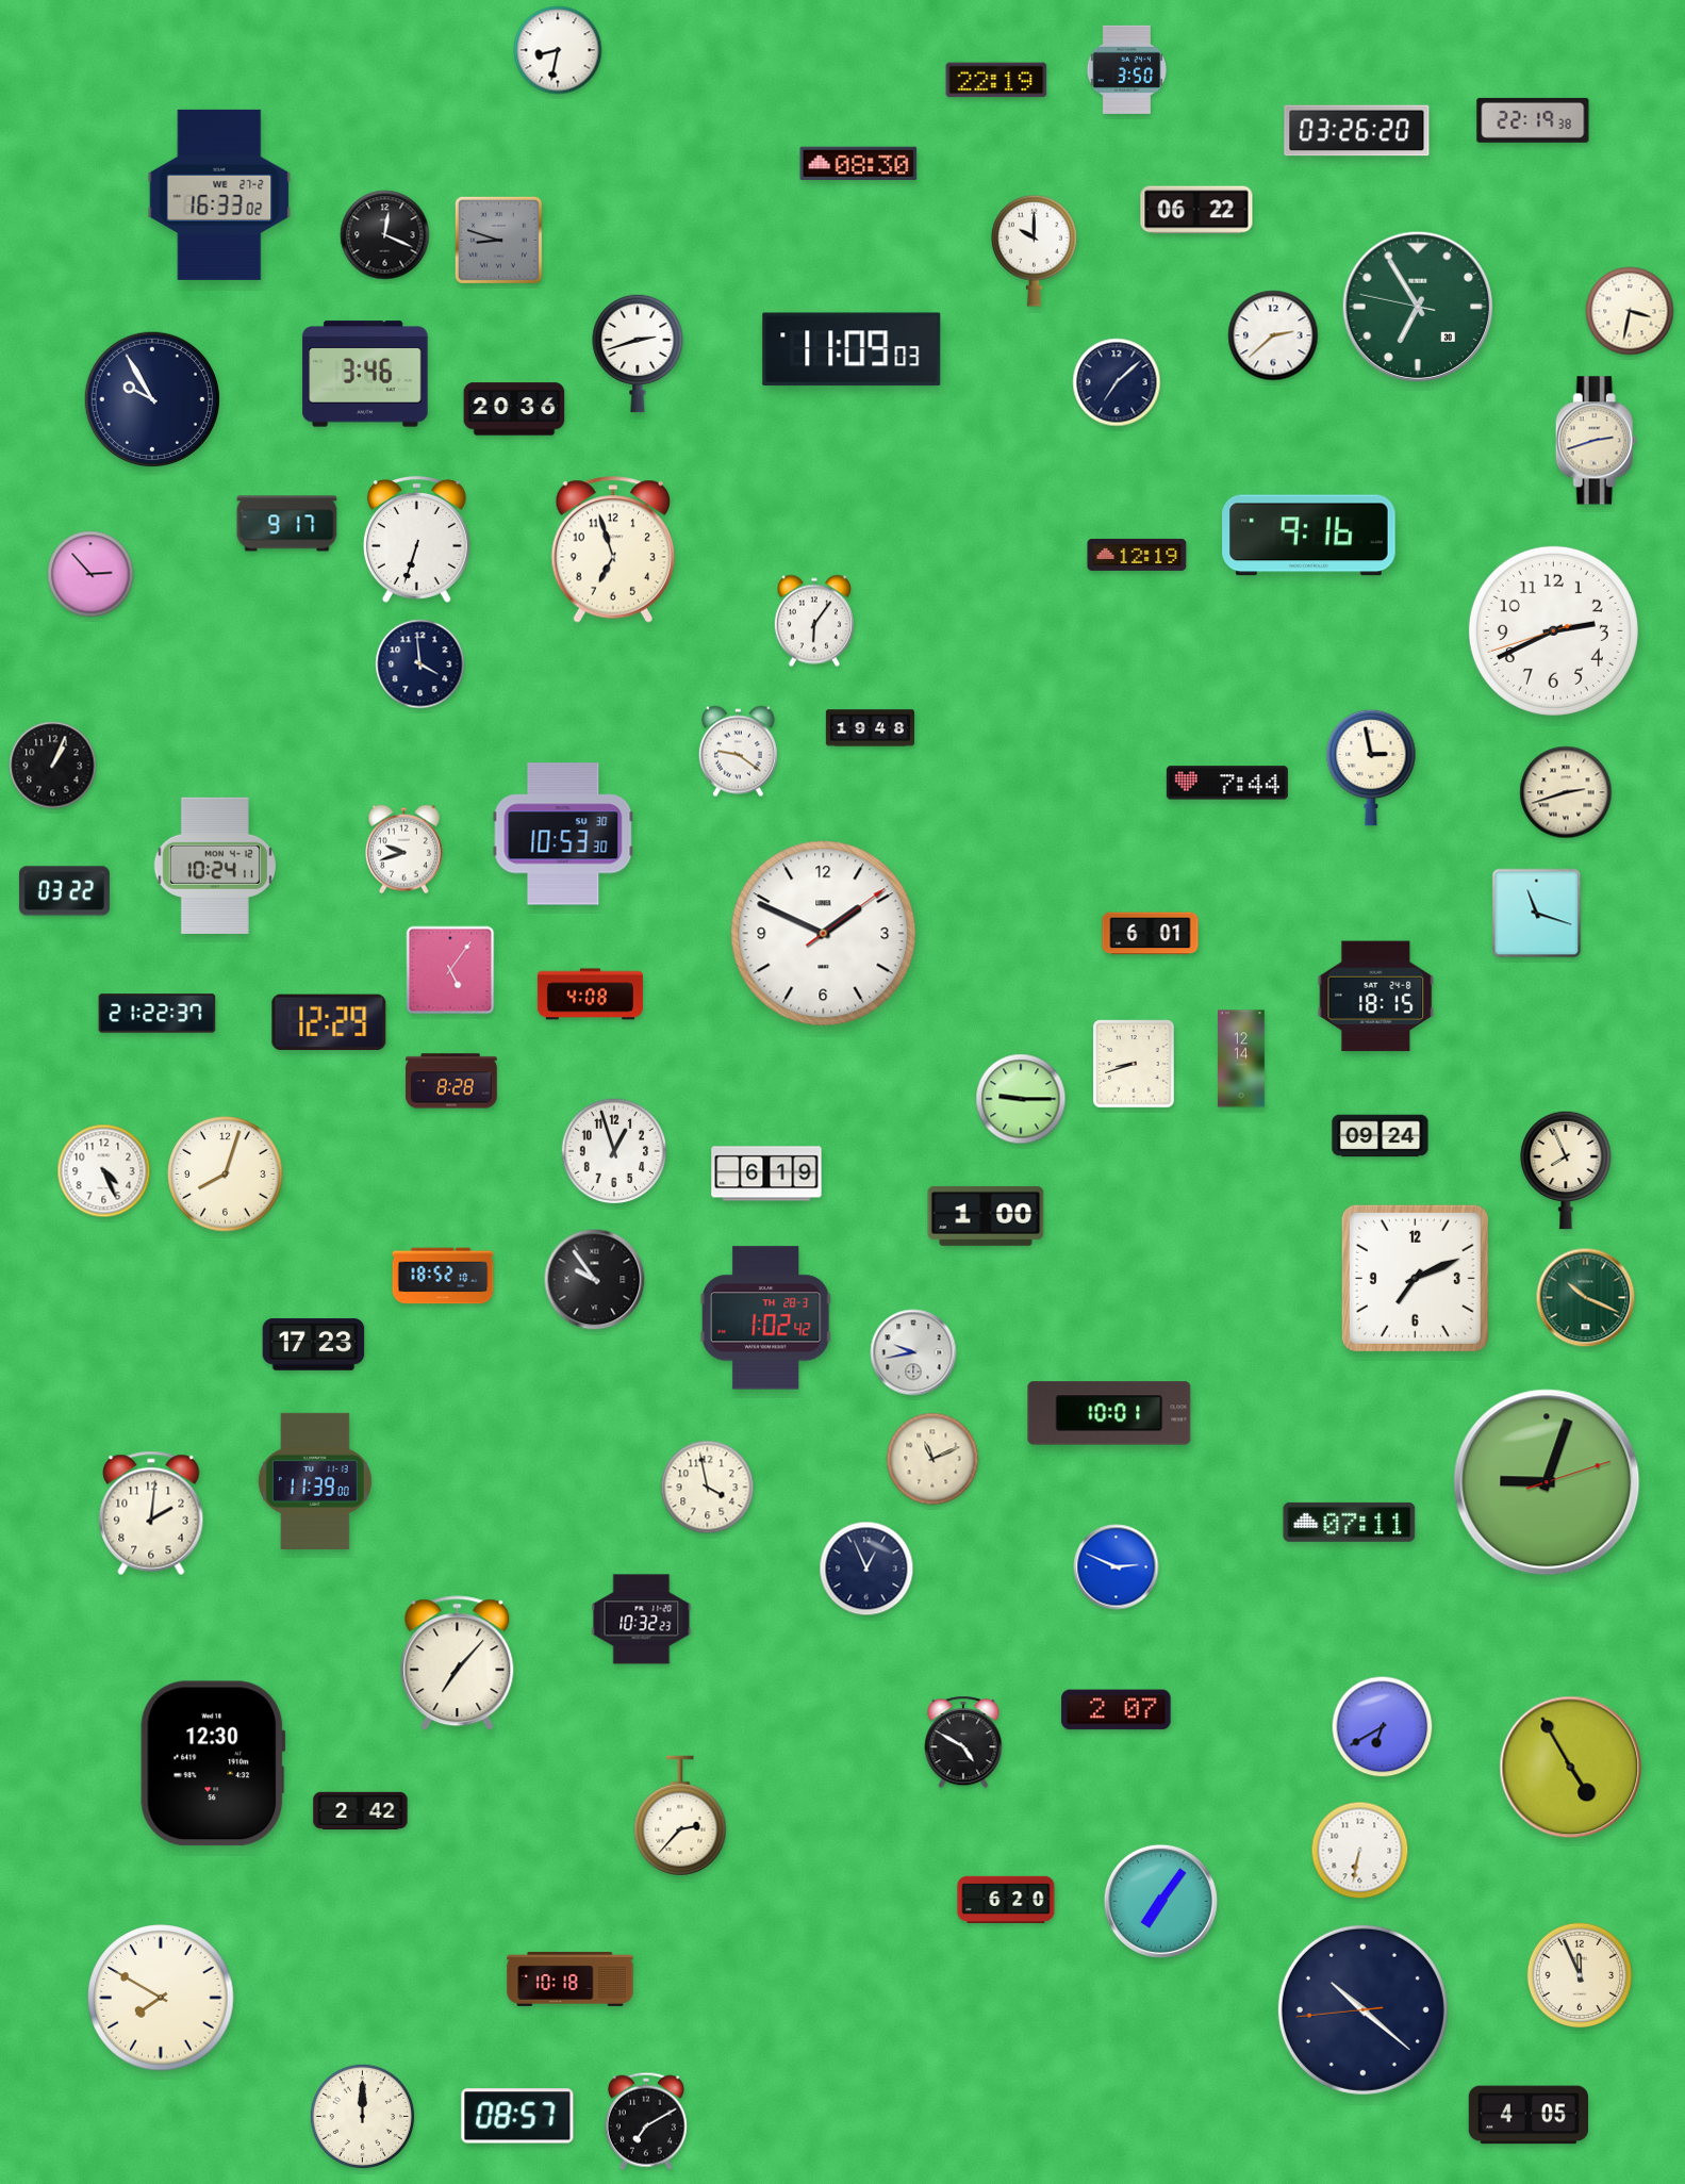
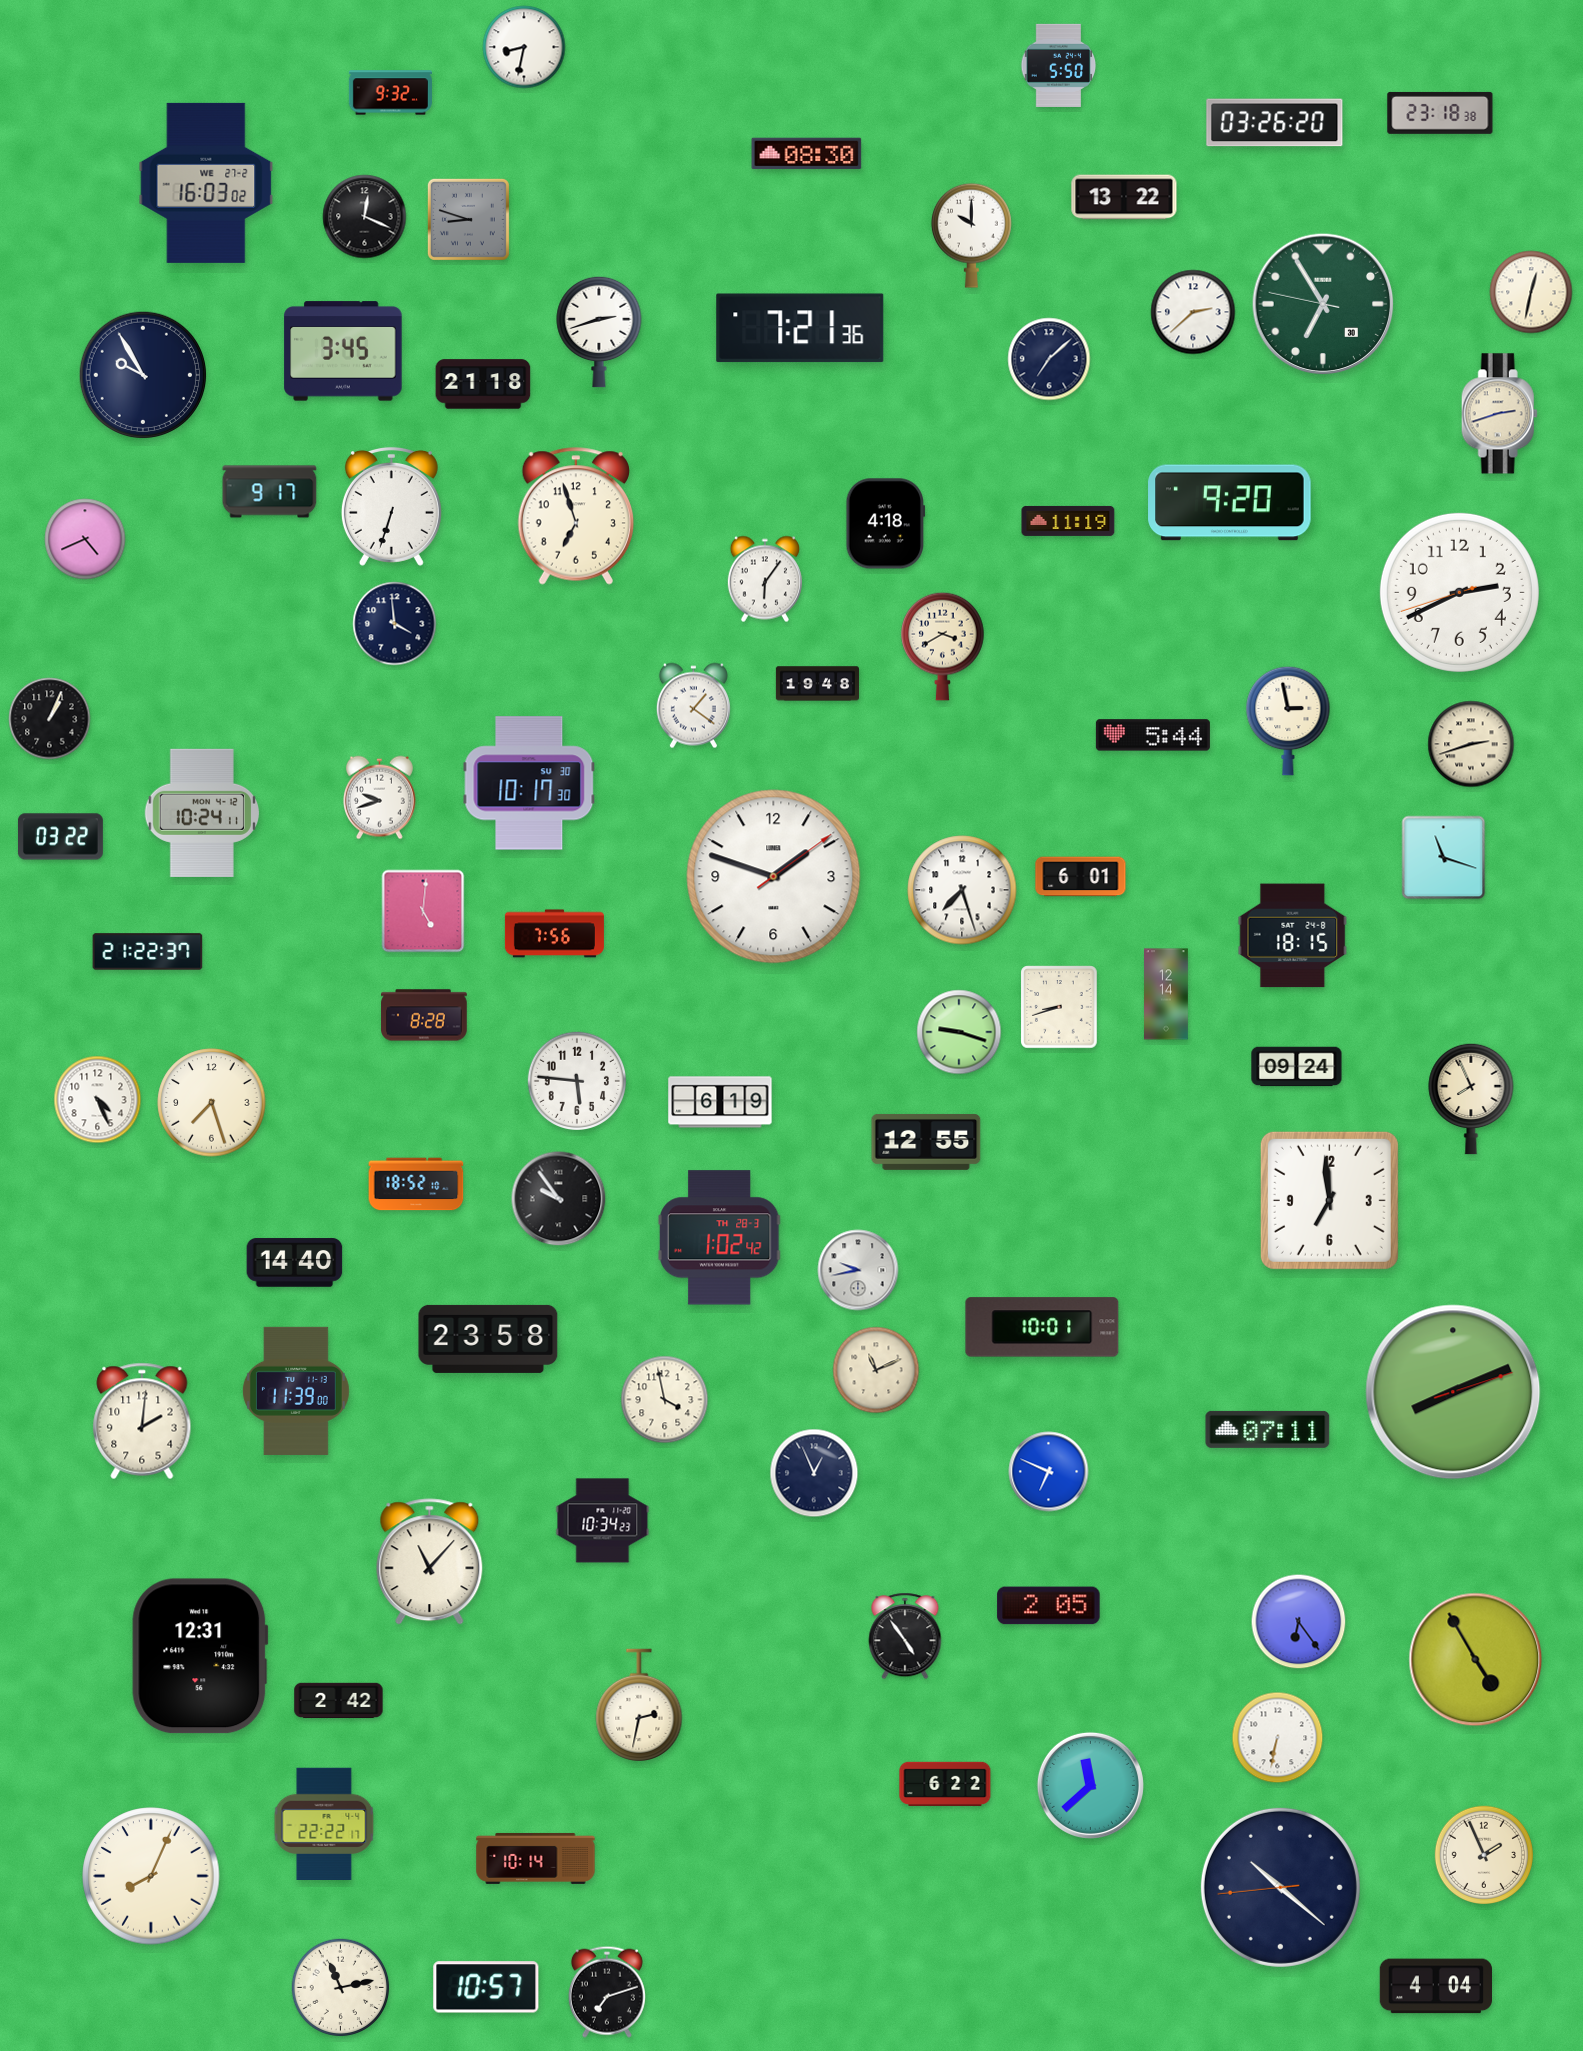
clock at (1127, 69): 3:50 -> 5:50
clock at (996, 80): 22:19 -> none
clock at (390, 93): none -> 9:32
clock at (1533, 120): 22:19 -> 23:18
clock at (219, 195): 16:33 -> 16:03
clock at (1196, 210): 06:22 -> 13:22
clock at (385, 235) position: (385, 235) -> (365, 217)
clock at (498, 240) position: (498, 240) -> (468, 219)
clock at (1418, 307) position: (1418, 307) -> (1323, 304)
clock at (1630, 311): 3:32 -> 12:32
clock at (1273, 335) position: (1273, 335) -> (1193, 312)
clock at (852, 349): 11:09 -> 7:21
clock at (365, 374): 3:46 -> 3:45
clock at (514, 409): 20:36 -> 21:18
clock at (1309, 536): 9:16 -> 9:20
clock at (1137, 555): 12:19 -> 11:19
clock at (886, 524): none -> 4:18
clock at (90, 574): 2:53 -> 4:41
clock at (814, 621) position: (814, 621) -> (765, 579)
clock at (943, 646): none -> 3:40
clock at (738, 752): 9:21 -> 1:21
clock at (1227, 783): 7:44 -> 5:44
clock at (563, 834): 10:53 -> 10:17
clock at (824, 934): 1:49 -> 1:48
clock at (962, 890): none -> 7:27
clock at (450, 970): 5:06 -> 5:01
clock at (590, 995): 4:08 -> 7:56
clock at (329, 1022): 12:29 -> none
clock at (1134, 1064) position: (1134, 1064) -> (1059, 1007)
clock at (1021, 1099): 9:15 -> 9:18
clock at (613, 1150): 12:57 -> 5:46
clock at (226, 1175): 8:03 -> 7:27
clock at (986, 1216): 1:00 -> 12:55
clock at (443, 1276) position: (443, 1276) -> (416, 1184)
clock at (1415, 1278): 7:11 -> 6:59
clock at (595, 1280) position: (595, 1280) -> (559, 1199)
clock at (1586, 1298): 10:19 -> none
clock at (314, 1345): 17:23 -> 14:40
clock at (488, 1339): none -> 23:58
clock at (1547, 1482): 9:03 -> 8:11
clock at (708, 1488) position: (708, 1488) -> (665, 1400)
clock at (1117, 1567): 2:49 -> 6:49
clock at (642, 1620): 10:32 -> 10:34
clock at (458, 1663): 7:07 -> 11:07
clock at (1117, 1710): 2:07 -> 2:05
clock at (1383, 1727): 6:40 -> 6:24
clock at (963, 1742): 4:50 -> 4:54
clock at (213, 1763): 12:30 -> 12:31
clock at (680, 1816): 2:37 -> 2:32
clock at (1006, 1900): 6:20 -> 6:22
clock at (1160, 1901): 7:06 -> 11:38
clock at (324, 1823): none -> 22:22
clock at (1579, 1974): 11:56 -> 1:56
clock at (571, 1978): 10:18 -> 10:14
clock at (161, 1998): 7:50 -> 8:04
clock at (1527, 2115): 4:05 -> 4:04
clock at (517, 2116): 08:57 -> 10:57
clock at (363, 2117): 12:00 -> 11:13
clock at (646, 2121): 7:10 -> 7:12
